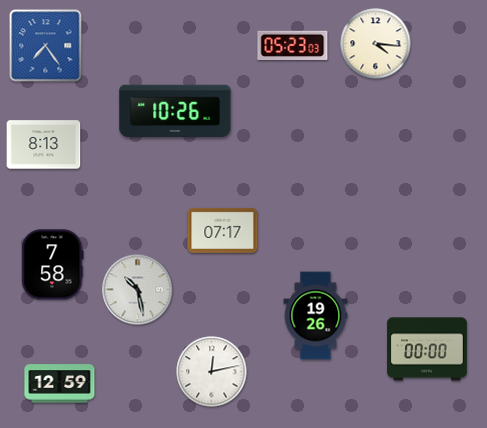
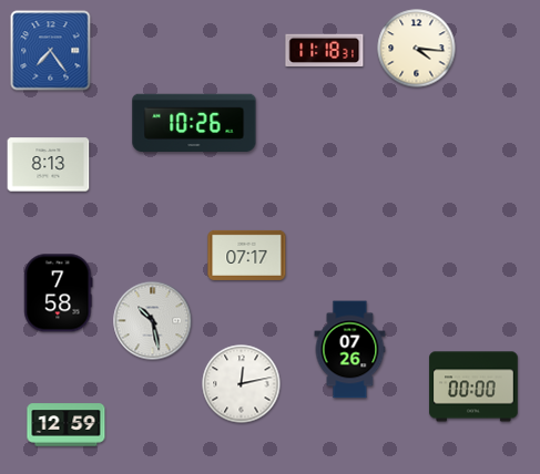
clock at (293, 46): 05:23 -> 11:18
clock at (44, 145) position: (44, 145) -> (49, 165)
clock at (316, 316): 19:26 -> 07:26
clock at (212, 372) position: (212, 372) -> (242, 384)
